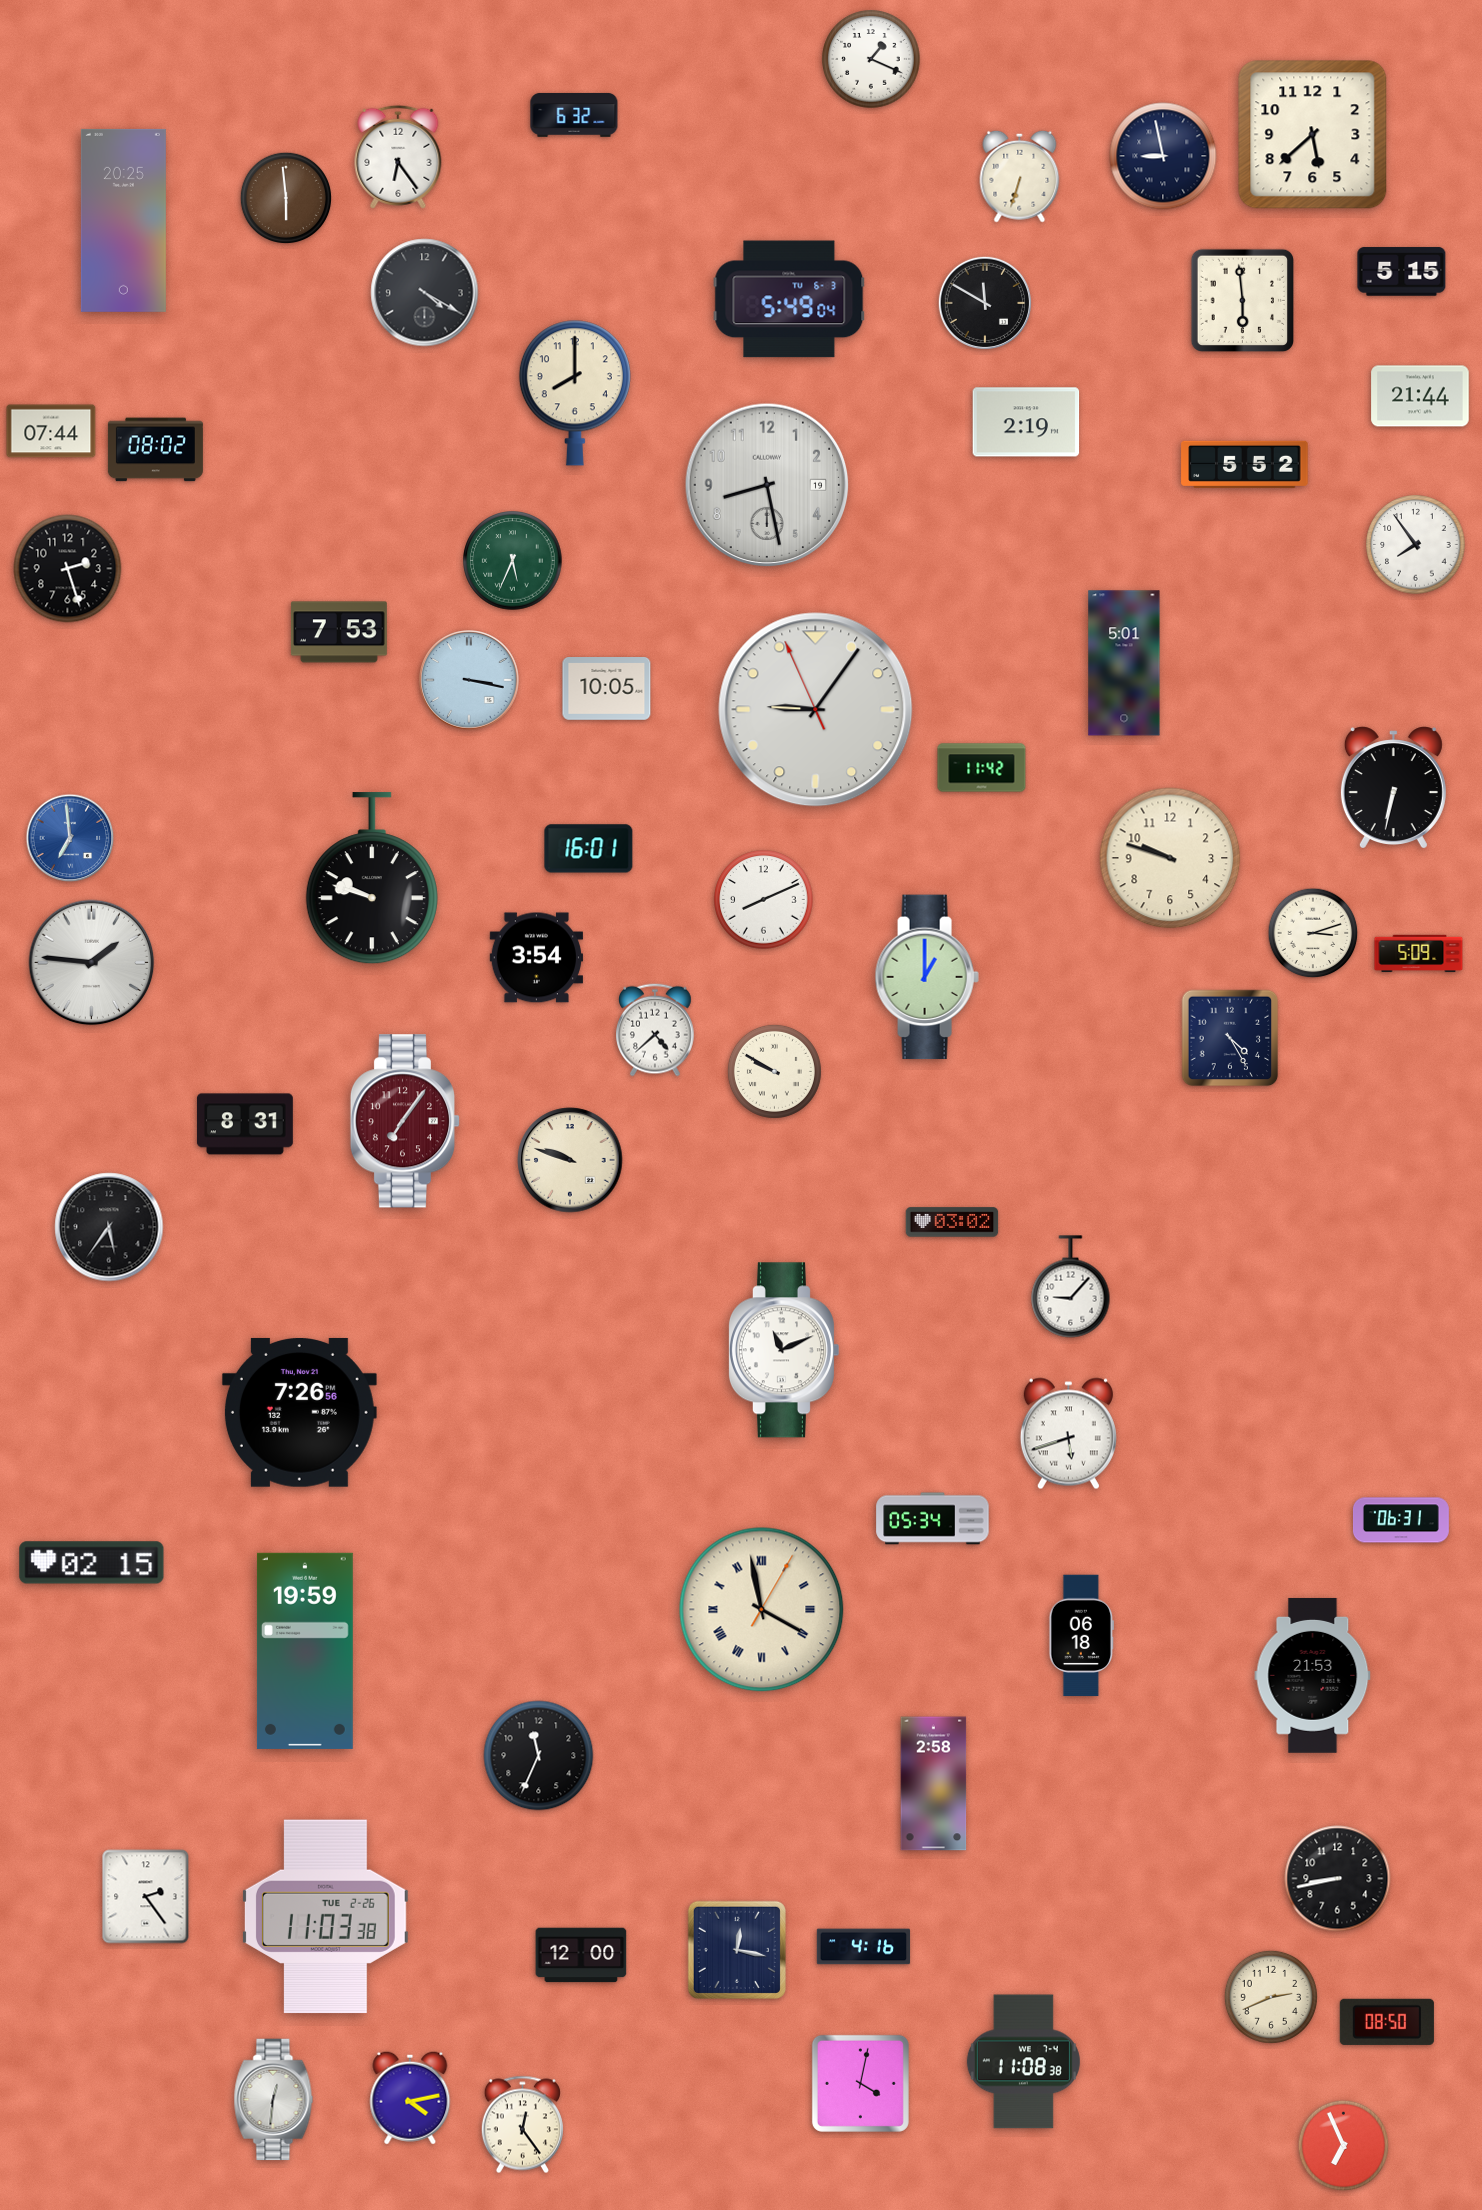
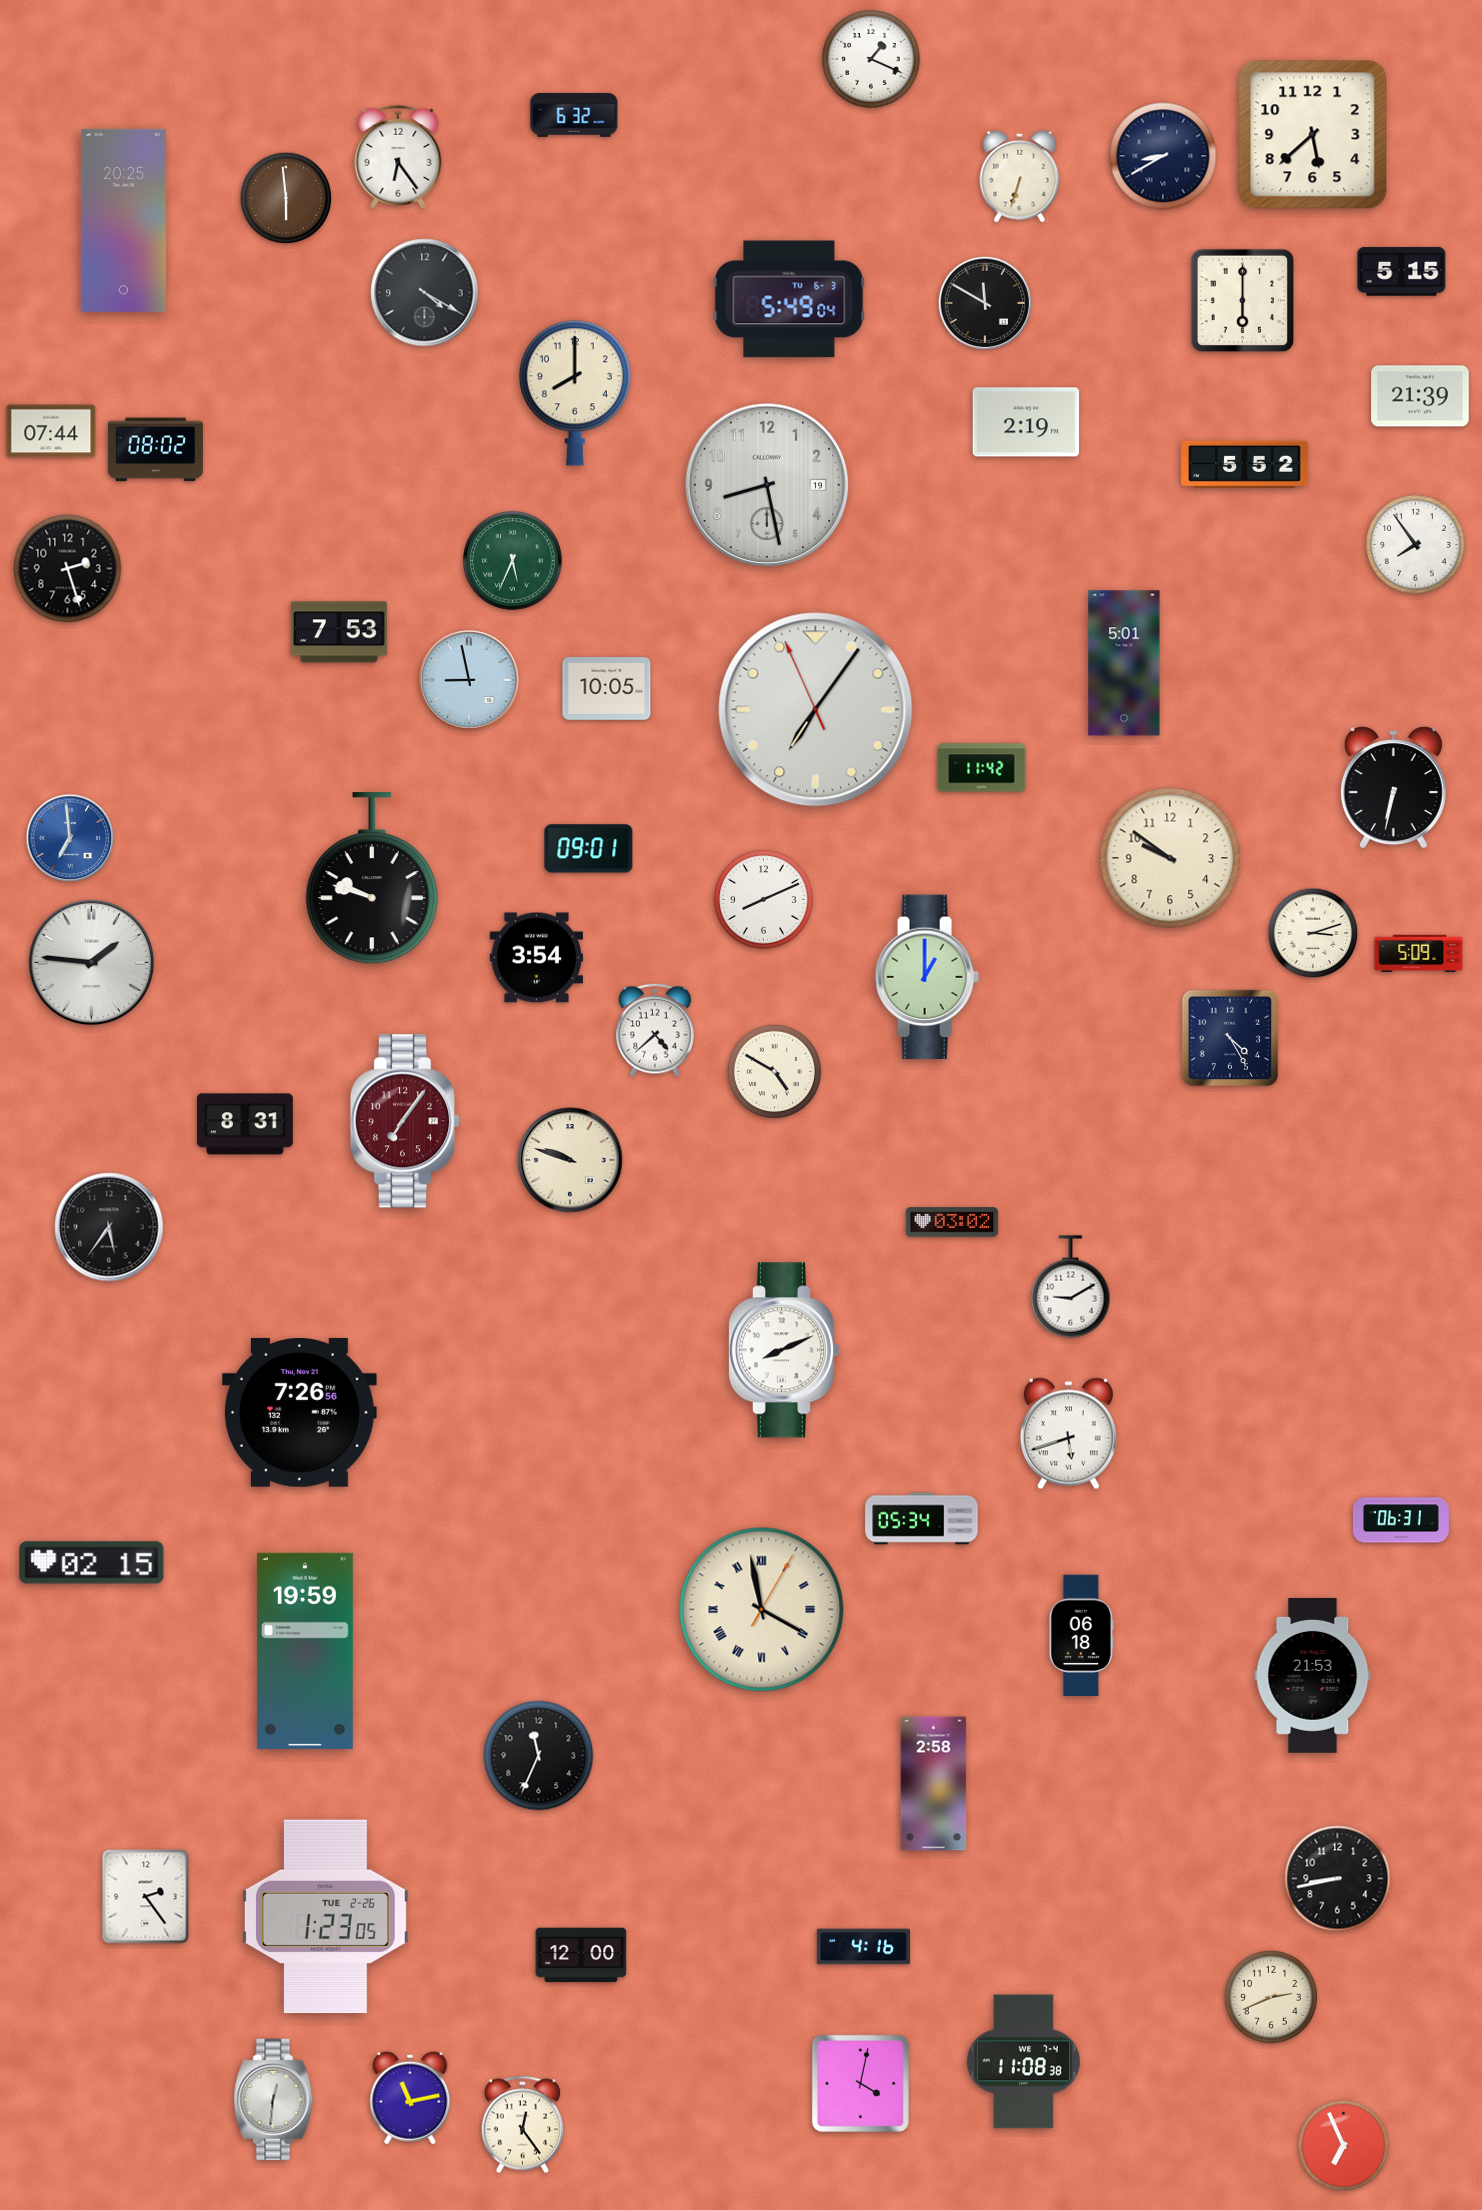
clock at (1163, 156): 8:58 -> 8:40
clock at (1242, 300): 5:59 -> 6:00
clock at (1420, 396): 21:44 -> 21:39
clock at (470, 681): 3:17 -> 8:58
clock at (816, 710): 9:05 -> 7:05
clock at (589, 849): 16:01 -> 09:01
clock at (1170, 858): 9:48 -> 9:51
clock at (774, 1071): 9:50 -> 4:50
clock at (1071, 1287): 9:07 -> 9:10
clock at (783, 1350): 11:11 -> 8:11
clock at (933, 1519) position: (933, 1519) -> (922, 1519)
clock at (325, 1917): 11:03 -> 1:23
clock at (737, 1950): 12:17 -> none
clock at (1387, 2022): 08:50 -> none
clock at (410, 2098): 4:13 -> 11:13
